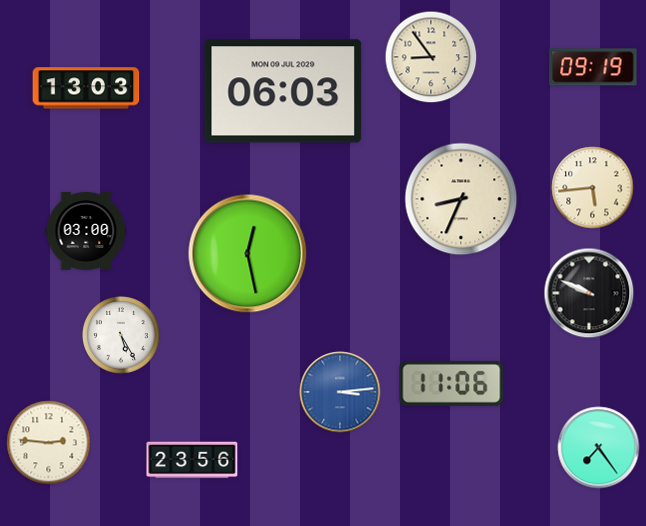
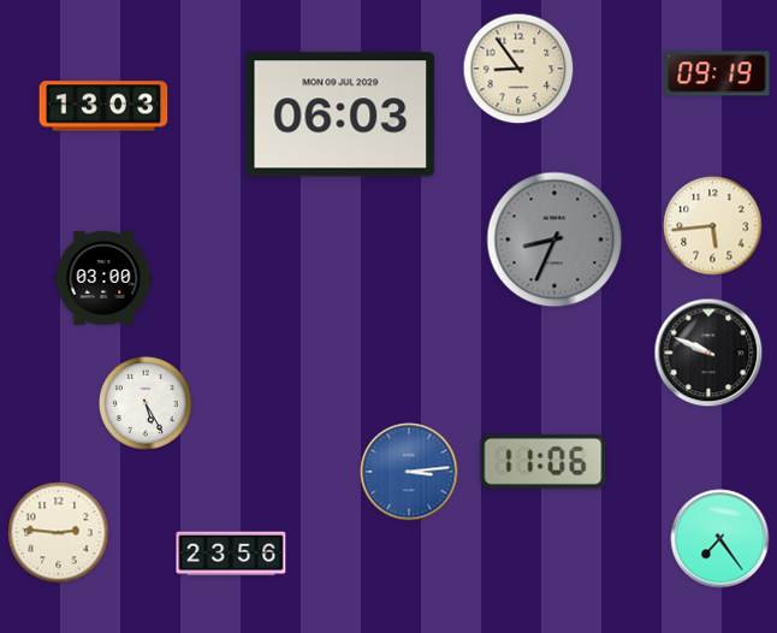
clock at (593, 67) position: (593, 67) -> (717, 73)
clock at (283, 91) position: (283, 91) -> (340, 114)
clock at (461, 199) dial: cream -> grey
clock at (248, 254): 12:28 -> none
